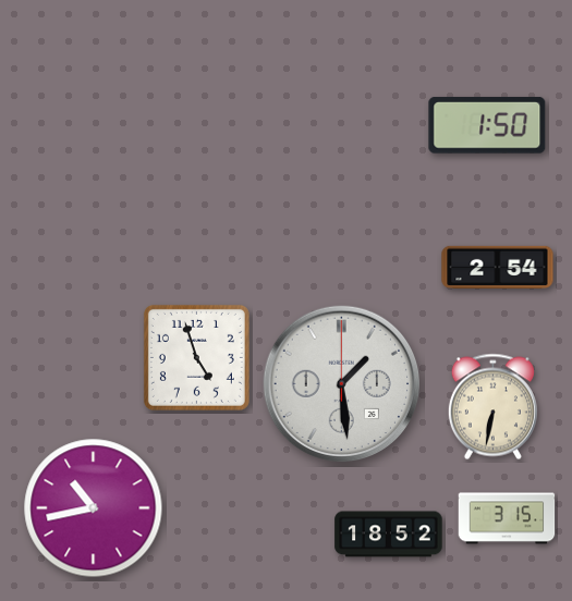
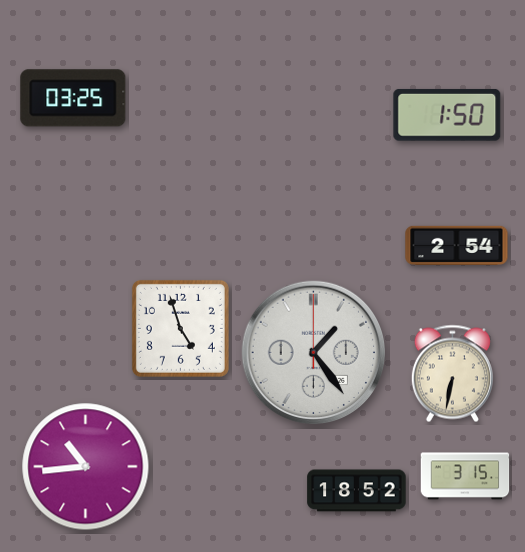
clock at (73, 98): none -> 03:25
clock at (341, 383): 1:29 -> 1:24
clock at (94, 508): 10:43 -> 10:44
